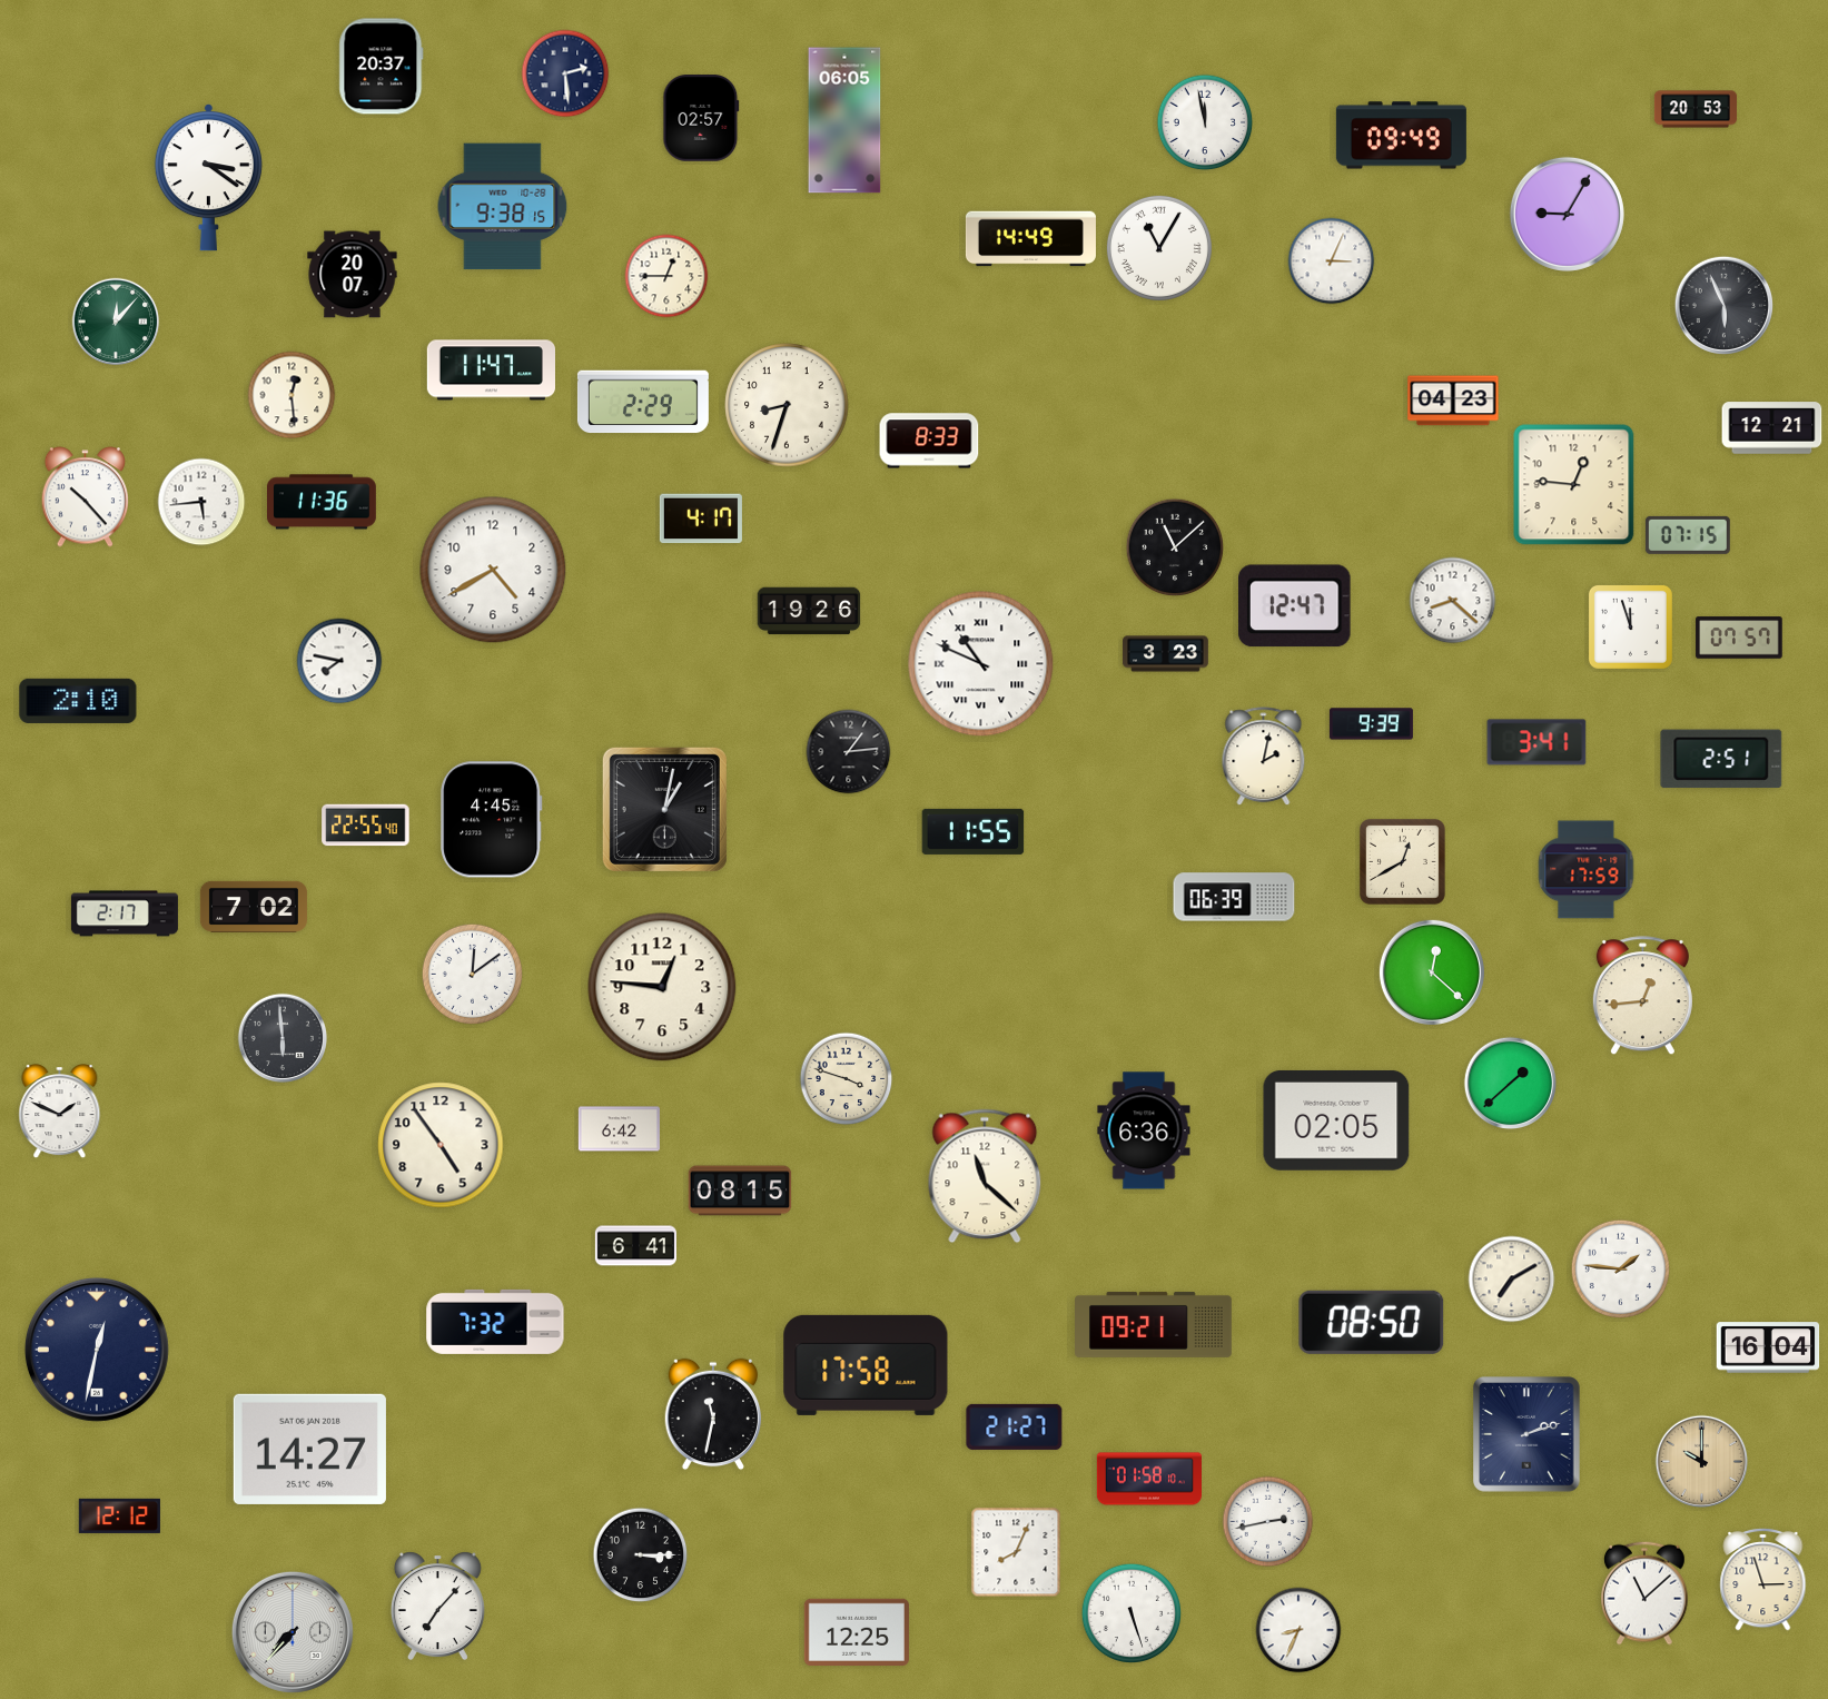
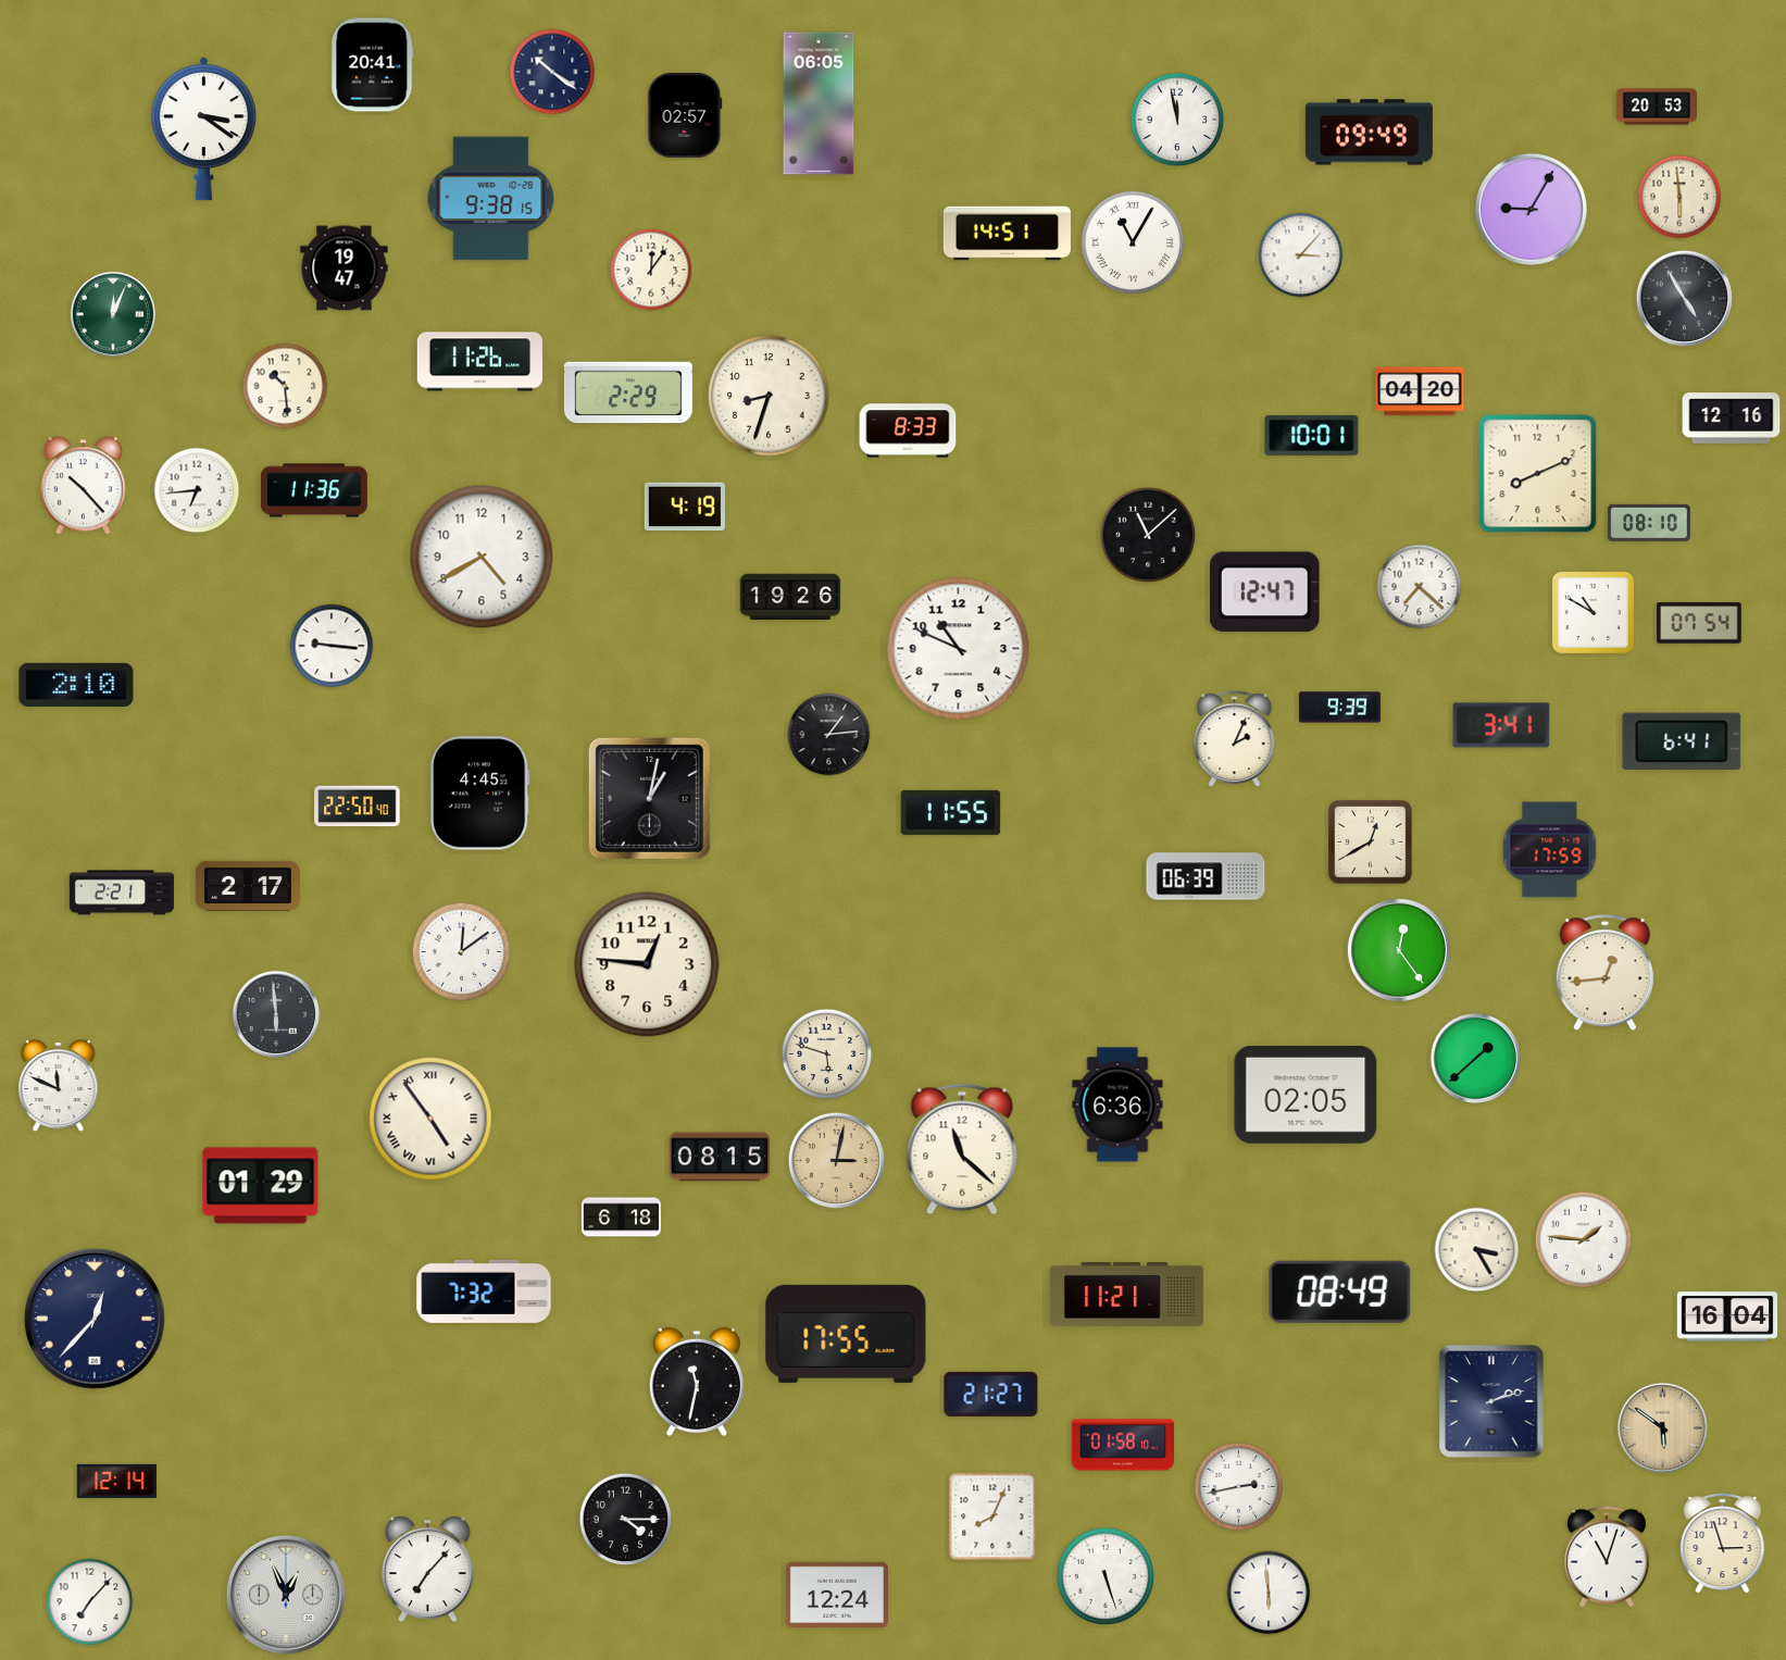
clock at (382, 67): 20:37 -> 20:41
clock at (565, 73): 2:29 -> 10:21
clock at (844, 120) position: (844, 120) -> (819, 103)
clock at (208, 178) position: (208, 178) -> (203, 129)
clock at (1679, 197): none -> 5:59
clock at (503, 207) position: (503, 207) -> (491, 199)
clock at (1030, 239): 14:49 -> 14:51
clock at (1332, 261): 3:04 -> 3:07
clock at (353, 275): 20:07 -> 19:47
clock at (666, 276): 12:45 -> 12:06
clock at (1723, 305): 5:56 -> 4:55
clock at (116, 322): 12:07 -> 12:04
clock at (491, 371): 11:47 -> 11:26
clock at (292, 395): 12:29 -> 10:29
clock at (1453, 401): 04:23 -> 04:20
clock at (1772, 428): 12:21 -> 12:16
clock at (1312, 435): none -> 10:01
clock at (1574, 485): 12:46 -> 8:11
clock at (201, 502): 5:44 -> 6:44
clock at (701, 518): 4:17 -> 4:19
clock at (1688, 535): 07:15 -> 08:10
clock at (1453, 601): 8:22 -> 7:22
clock at (1630, 626): 11:57 -> 10:50
clock at (1739, 638): 07:57 -> 07:54
clock at (1166, 654): 3:23 -> none
clock at (339, 661): 7:47 -> 9:16
clock at (981, 664) numerals: Roman -> Arabic
clock at (1264, 757): 2:02 -> 2:04
clock at (1721, 759): 2:51 -> 6:41
clock at (664, 809) position: (664, 809) -> (649, 798)
clock at (492, 820) position: (492, 820) -> (480, 794)
clock at (366, 826): 22:55 -> 22:50
clock at (254, 907): 7:02 -> 2:17
clock at (125, 913): 2:17 -> 2:21
clock at (1432, 972): 12:22 -> 12:24
clock at (847, 1079): 3:48 -> 5:48
clock at (60, 1113): 1:49 -> 11:49
clock at (619, 1129): 6:42 -> none
clock at (441, 1145) numerals: Arabic -> Roman
clock at (836, 1160): none -> 3:02
clock at (740, 1191) position: (740, 1191) -> (720, 1157)
clock at (261, 1186): none -> 01:29
clock at (635, 1246): 6:41 -> 6:18
clock at (1512, 1280): 7:10 -> 3:25
clock at (1372, 1322): 08:50 -> 08:49
clock at (1154, 1325): 09:21 -> 11:21
clock at (97, 1350): 12:32 -> 12:37
clock at (866, 1365): 17:58 -> 17:55
clock at (309, 1449): 14:27 -> none
clock at (1702, 1462): 10:00 -> 5:51
clock at (119, 1515): 12:12 -> 12:14
clock at (641, 1555): 3:15 -> 4:15
clock at (1644, 1593): 11:08 -> 11:03
clock at (1298, 1630): 8:34 -> 5:59
clock at (857, 1631): 12:25 -> 12:24
clock at (293, 1632): 7:37 -> 12:56
clock at (90, 1602): none -> 7:07
